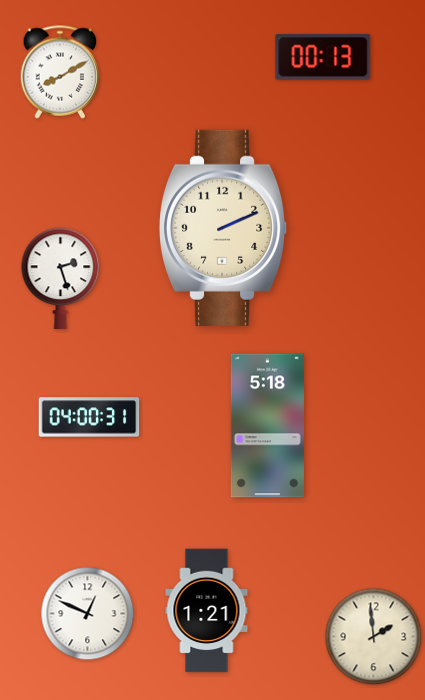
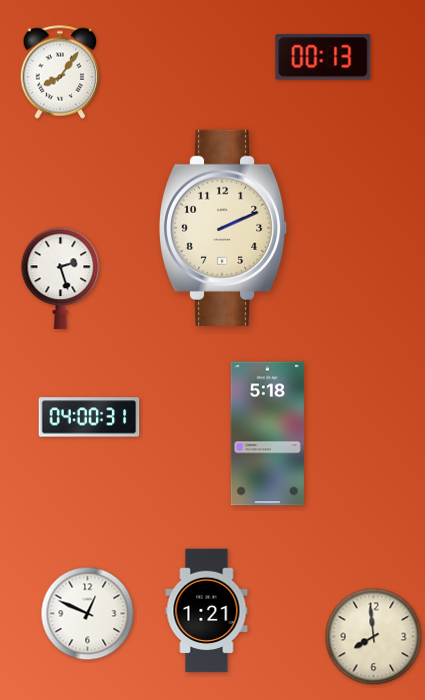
clock at (60, 72): 8:10 -> 8:06
clock at (267, 426) position: (267, 426) -> (267, 434)
clock at (374, 637): 1:59 -> 7:59
